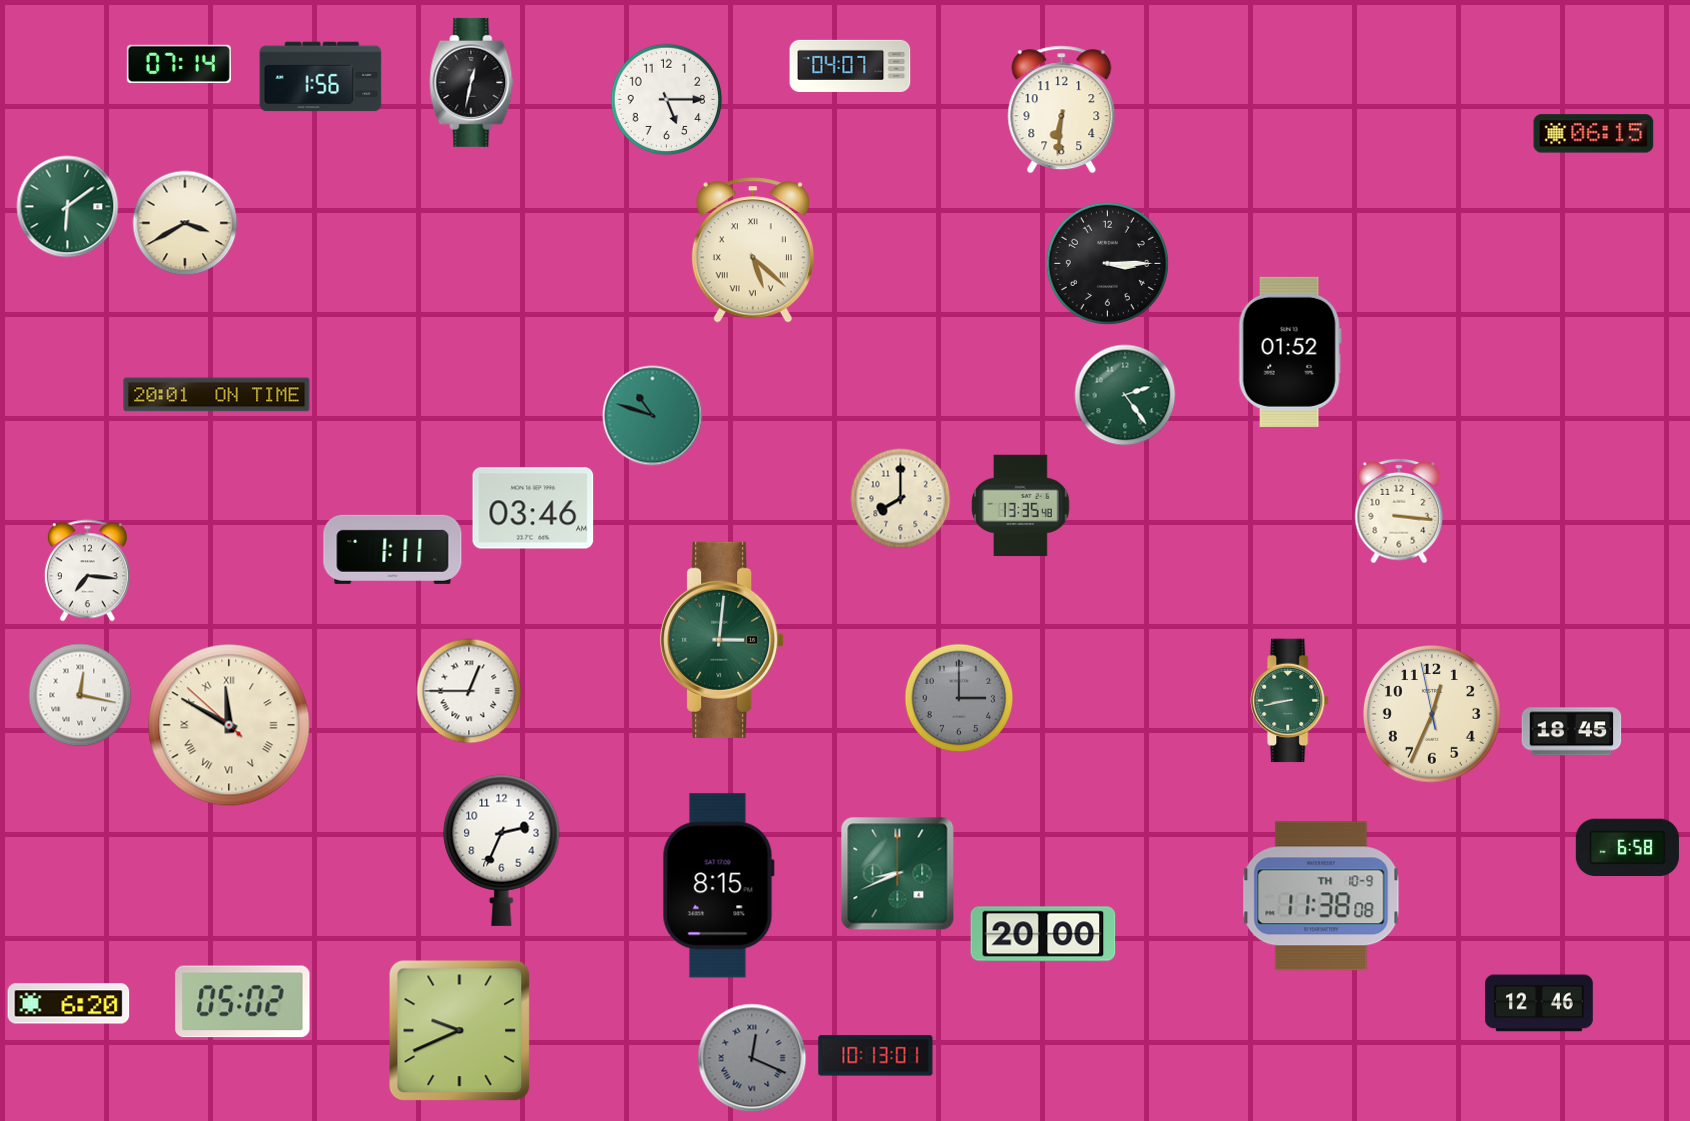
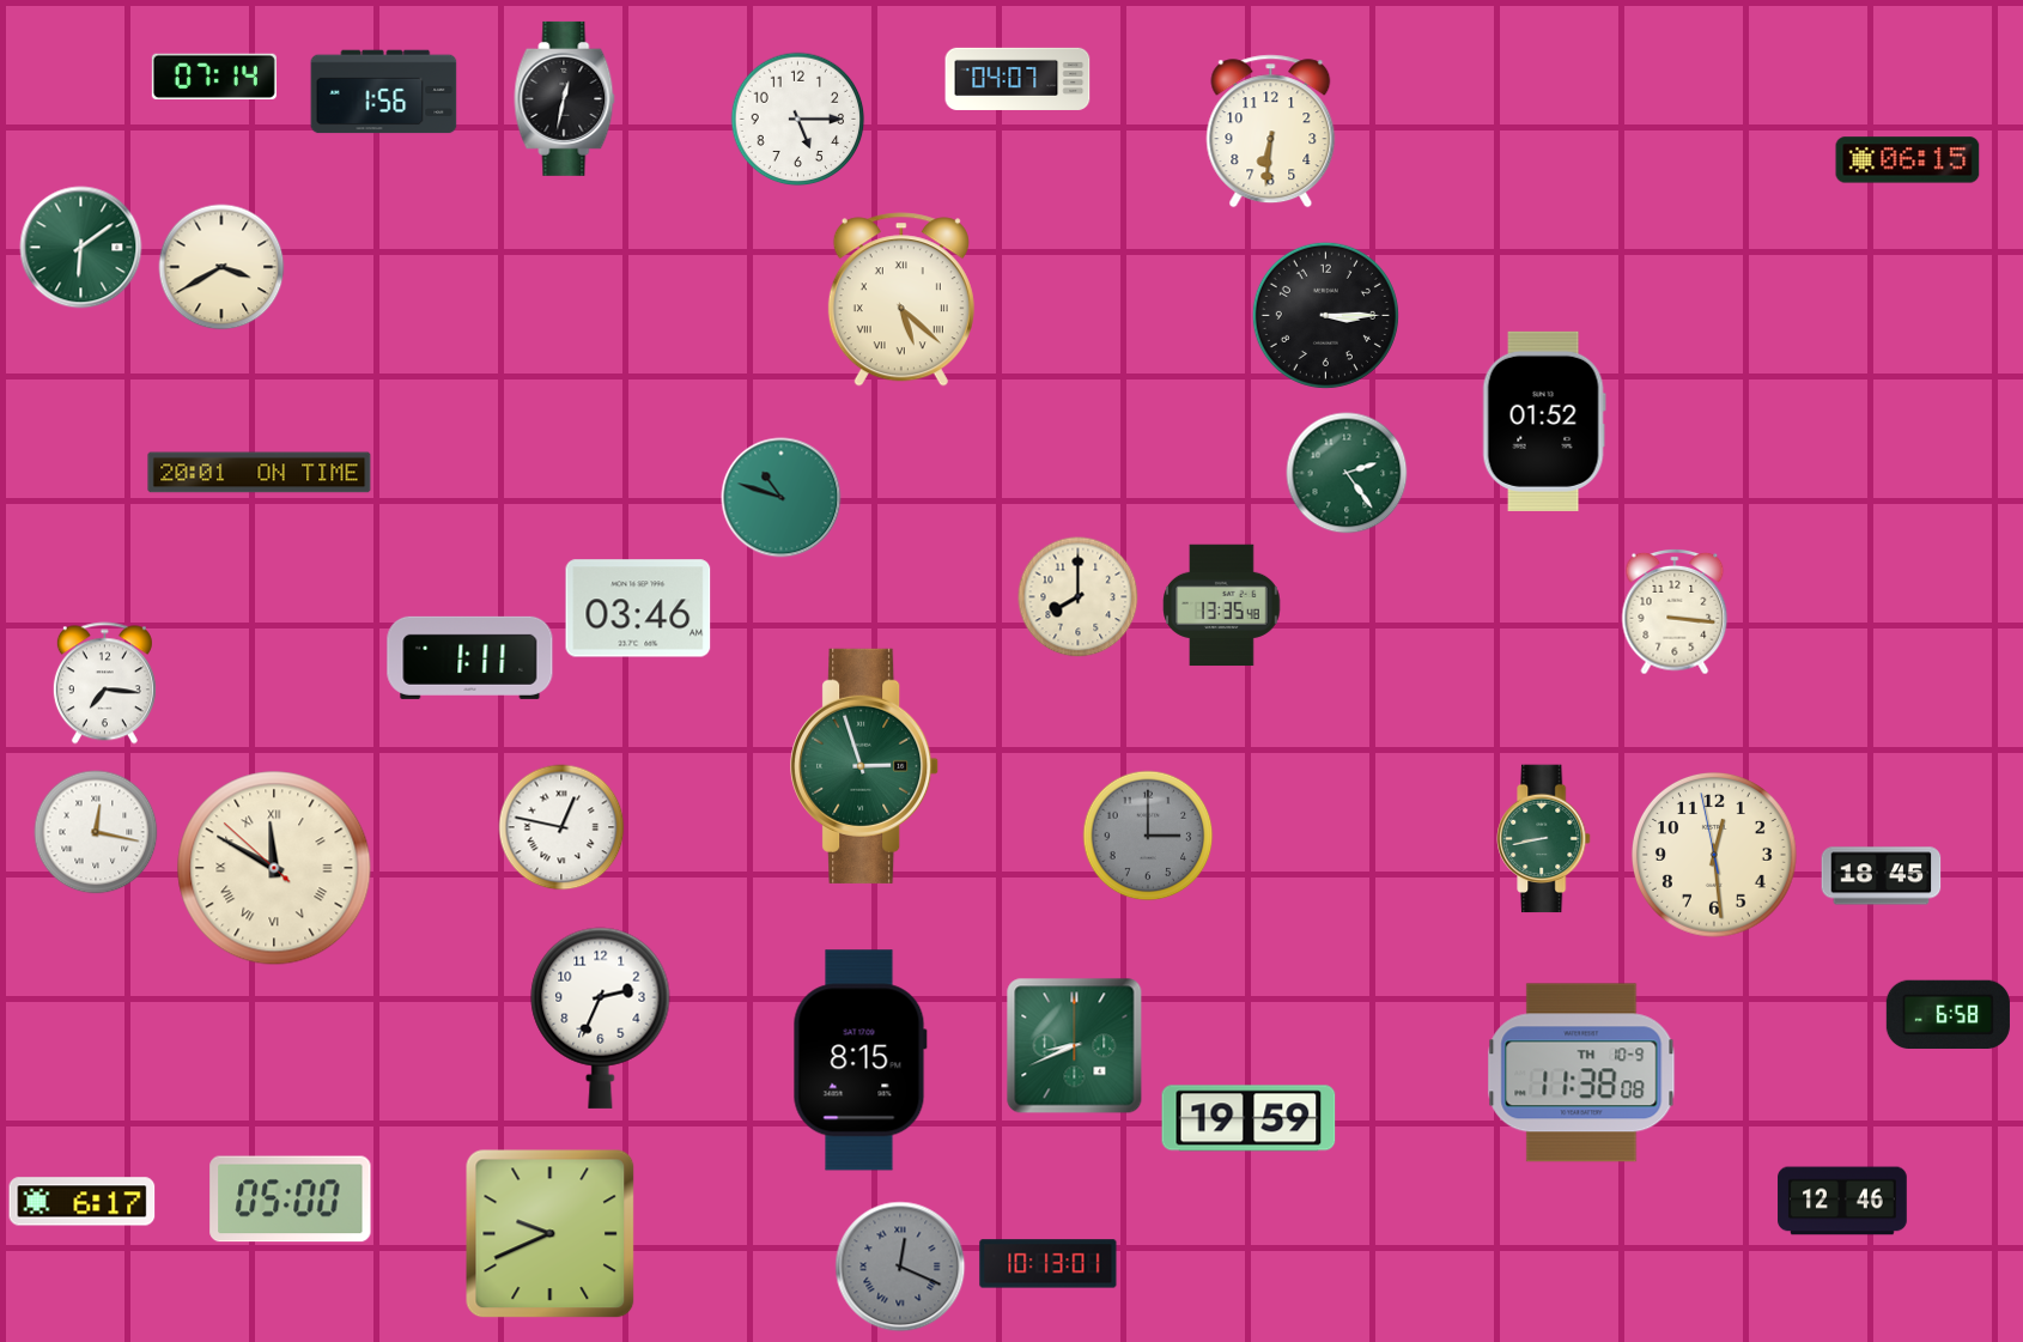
clock at (723, 640): 3:01 -> 2:57
clock at (469, 691): 12:45 -> 12:47
clock at (1433, 715): 12:33 -> 12:28
clock at (1043, 934): 20:00 -> 19:59
clock at (243, 1002): 05:02 -> 05:00
clock at (69, 1004): 6:20 -> 6:17
